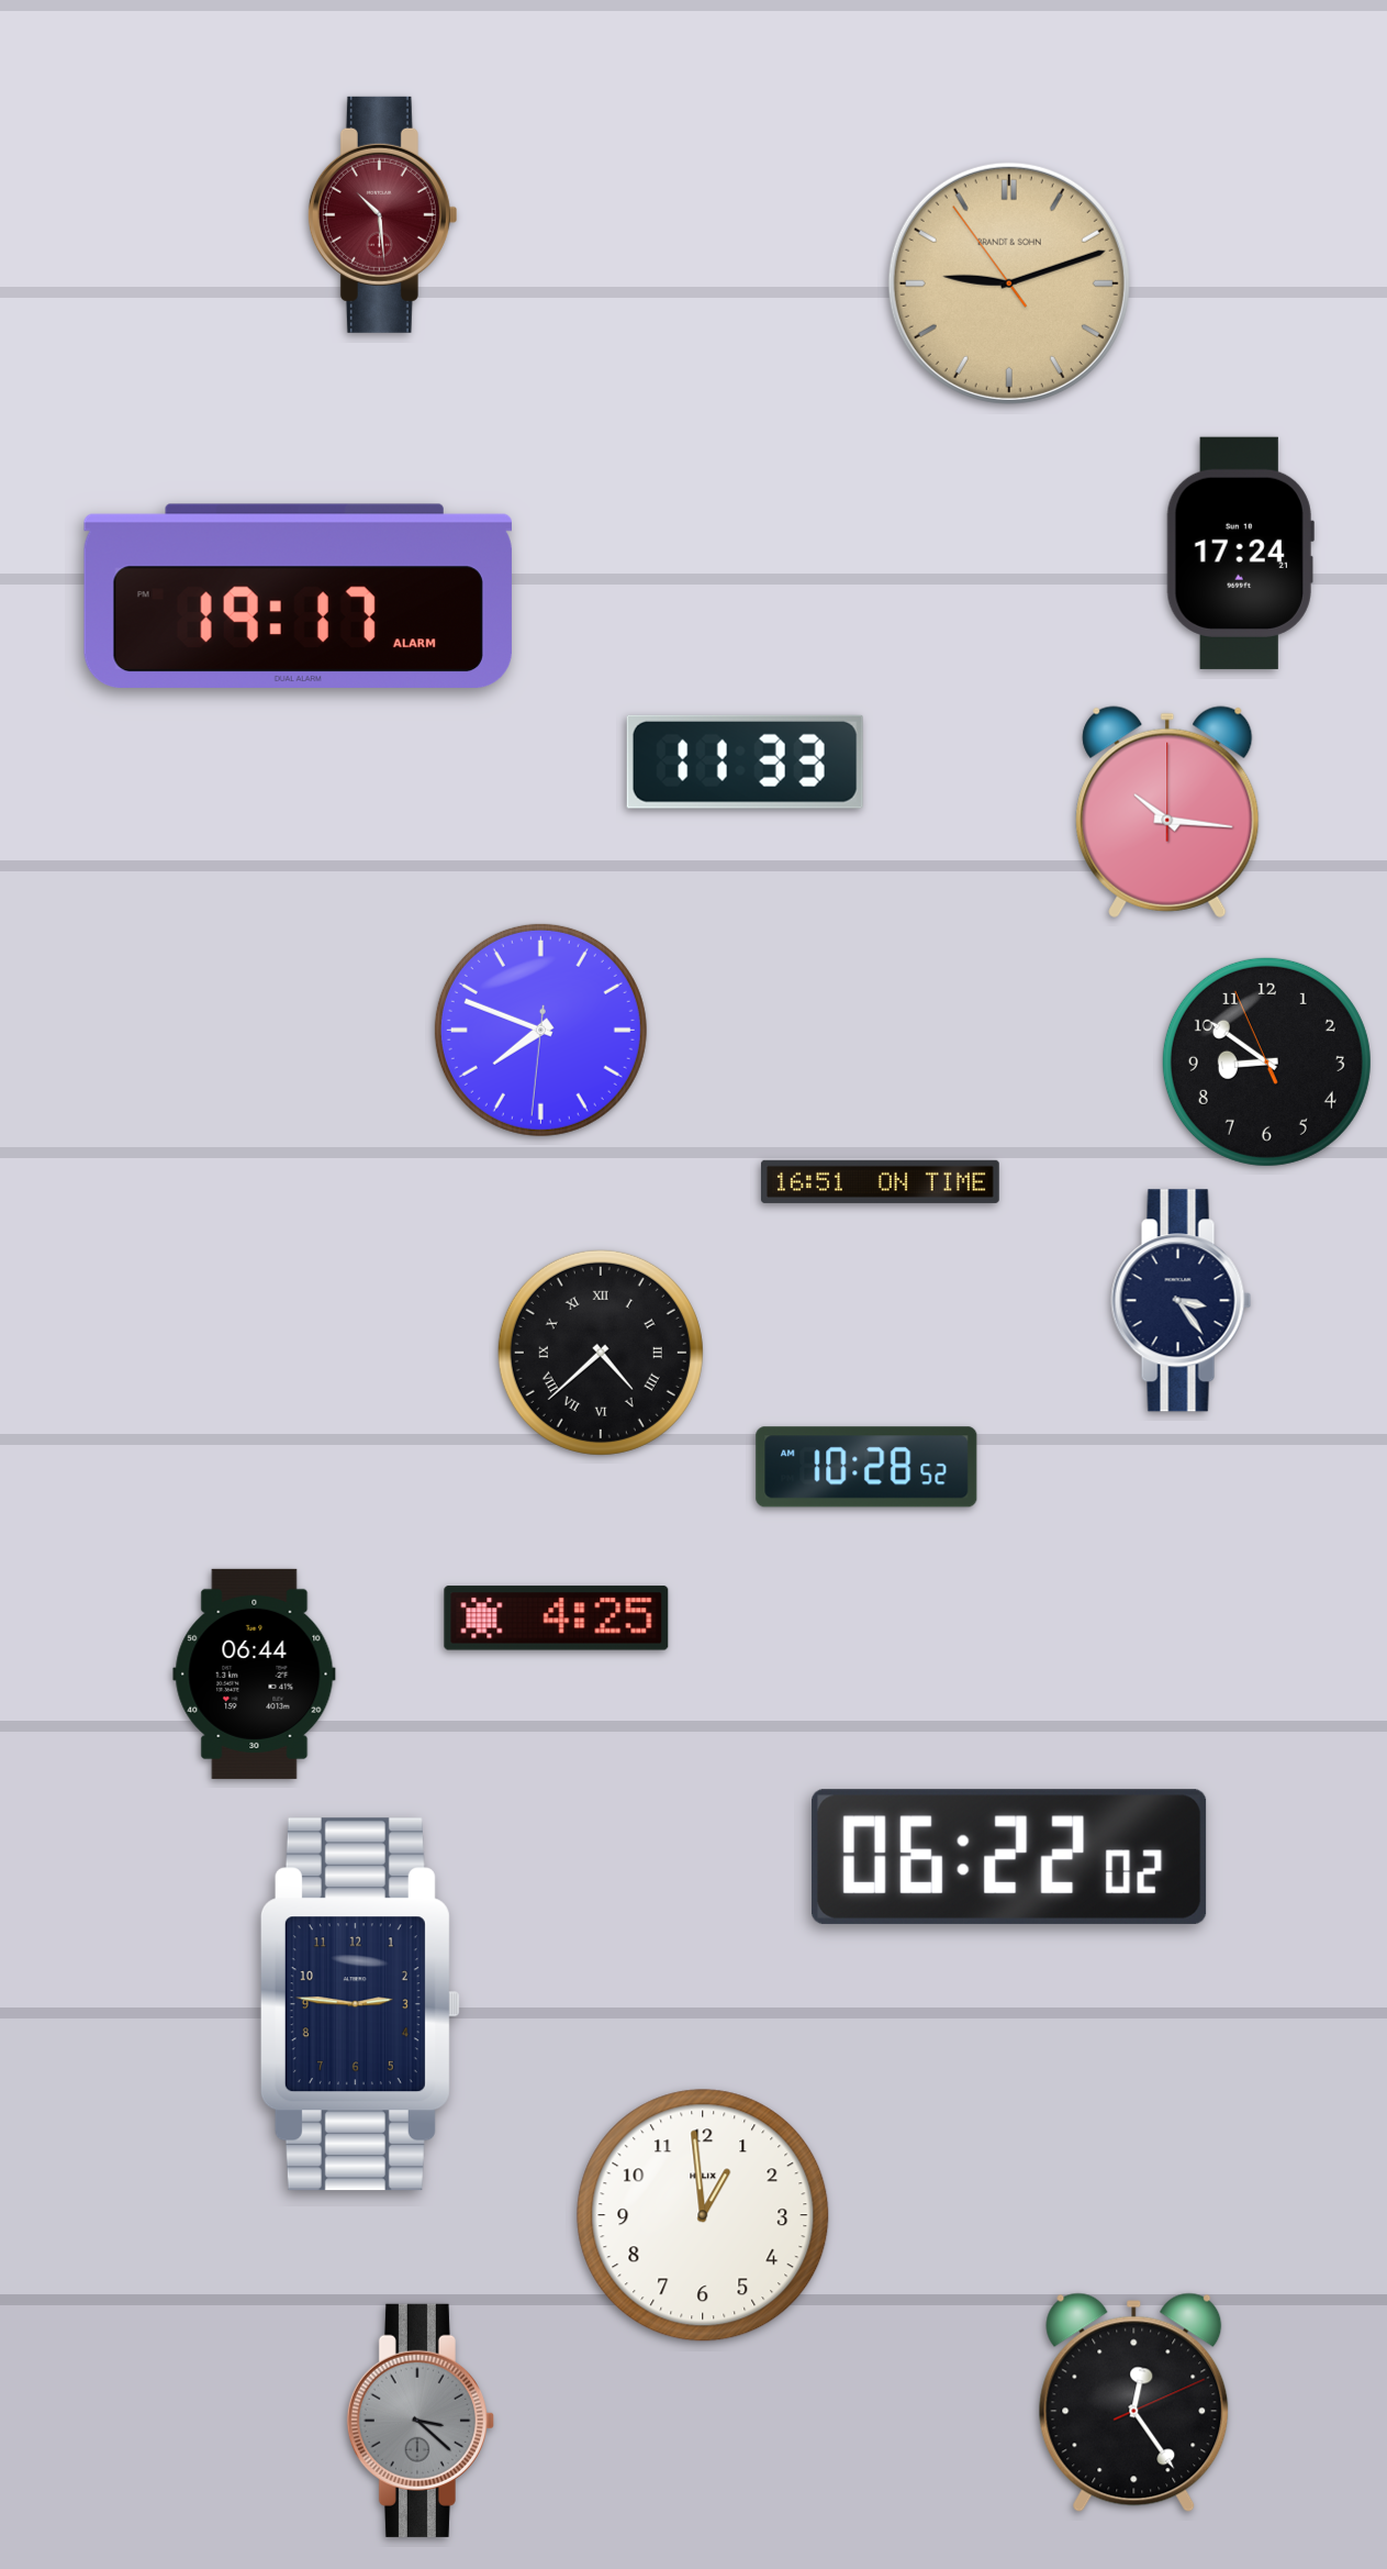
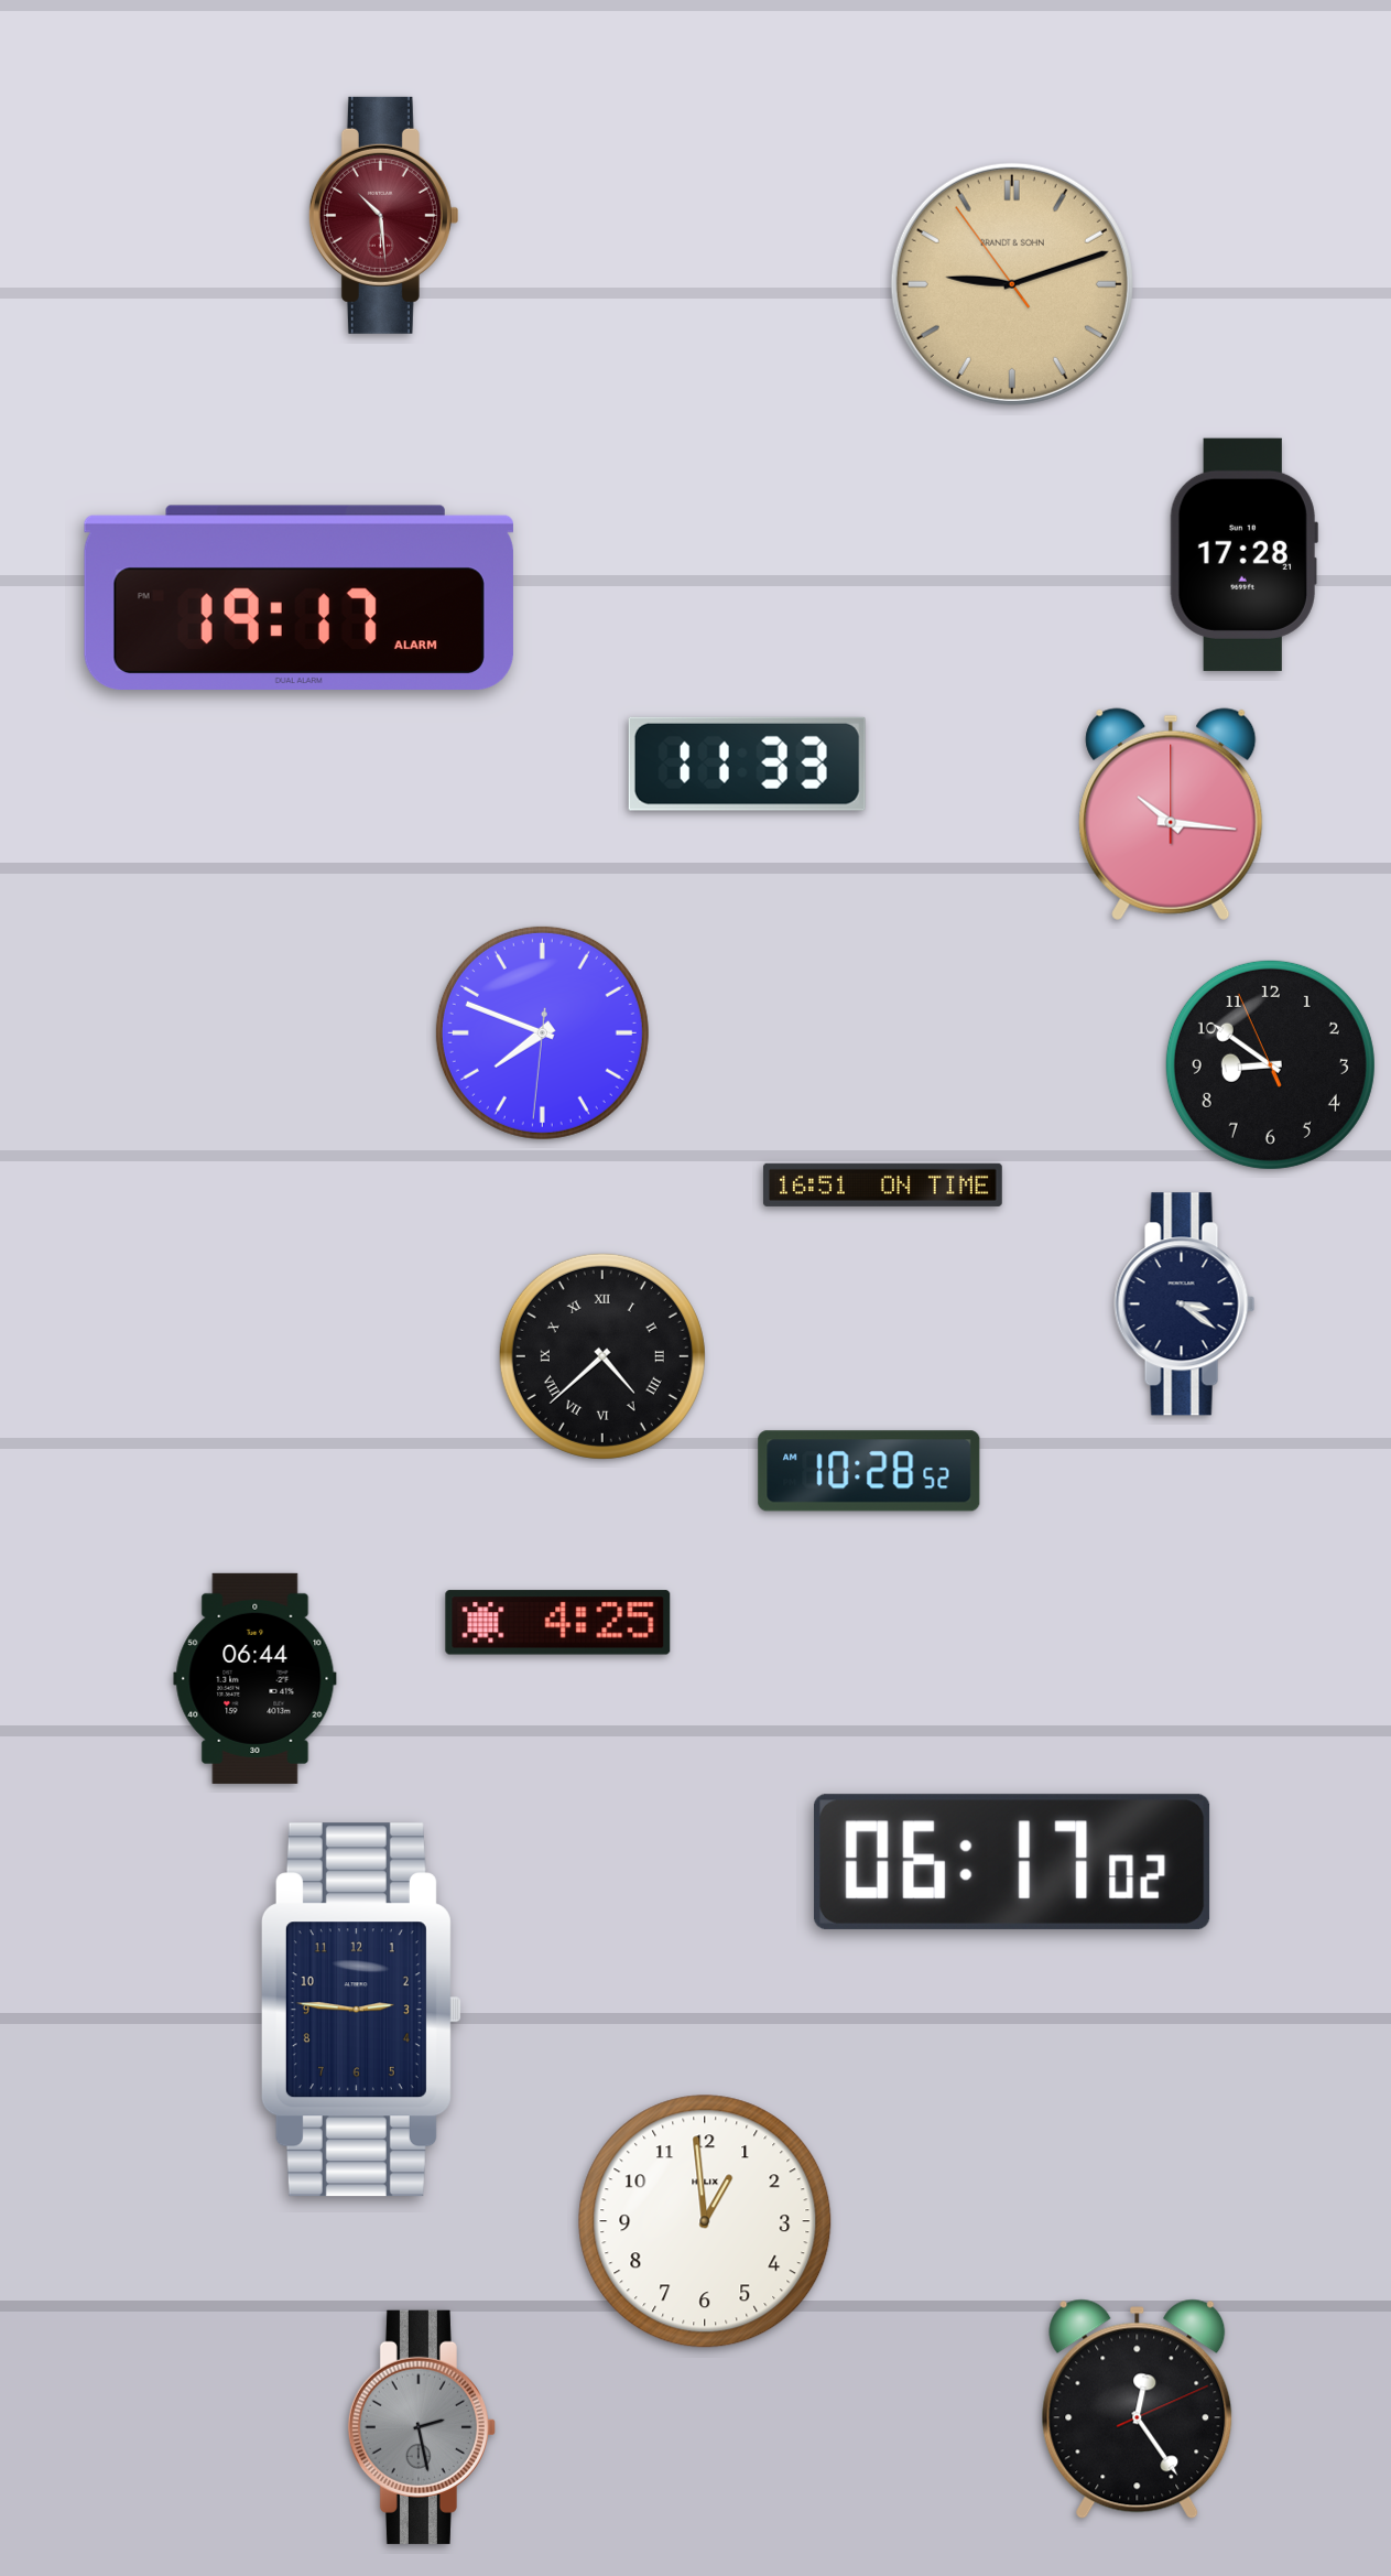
clock at (1240, 553): 17:24 -> 17:28
clock at (1182, 1301): 3:24 -> 3:21
clock at (1009, 1857): 06:22 -> 06:17
clock at (421, 2421): 3:22 -> 2:28
